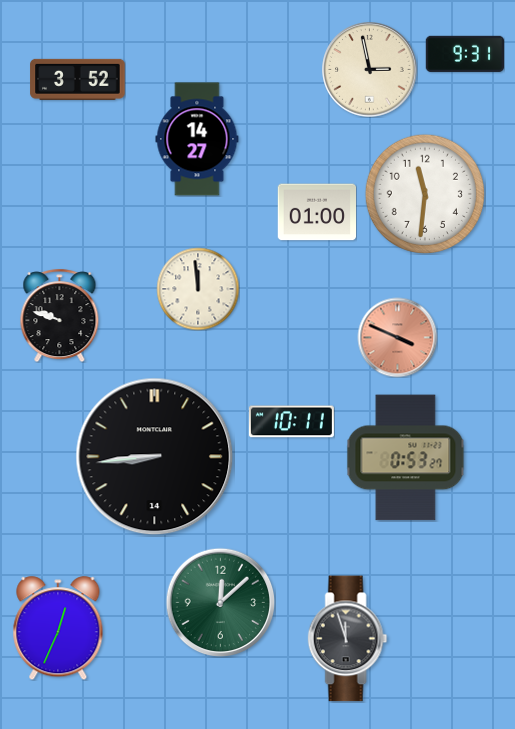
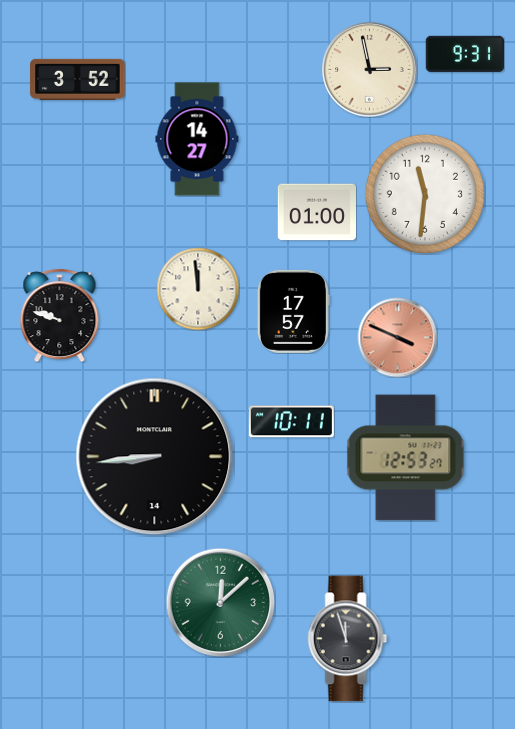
clock at (293, 311): none -> 17:57
clock at (406, 458): 0:53 -> 12:53
clock at (58, 628): 12:34 -> none
